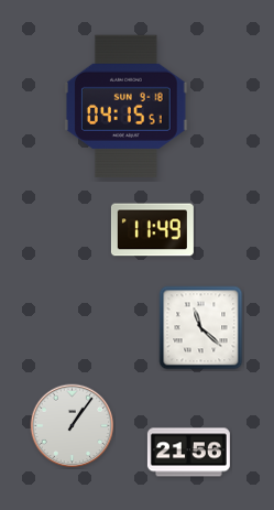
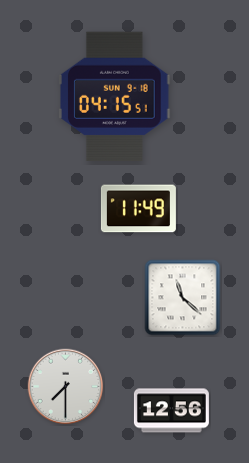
clock at (73, 426): 1:06 -> 7:30
clock at (188, 453): 21:56 -> 12:56
